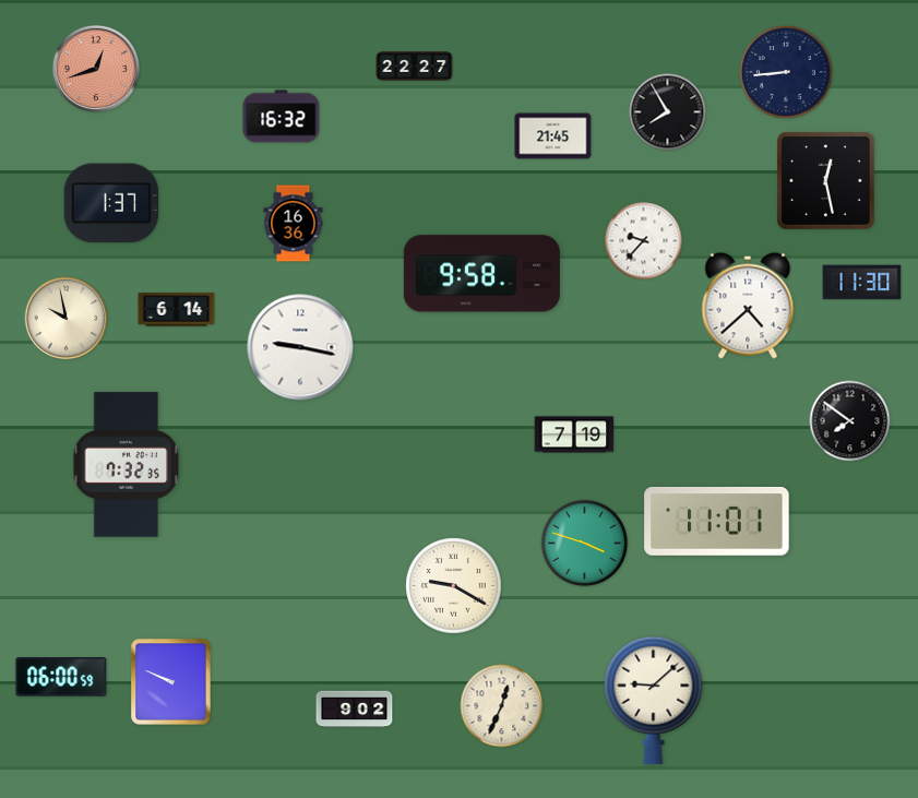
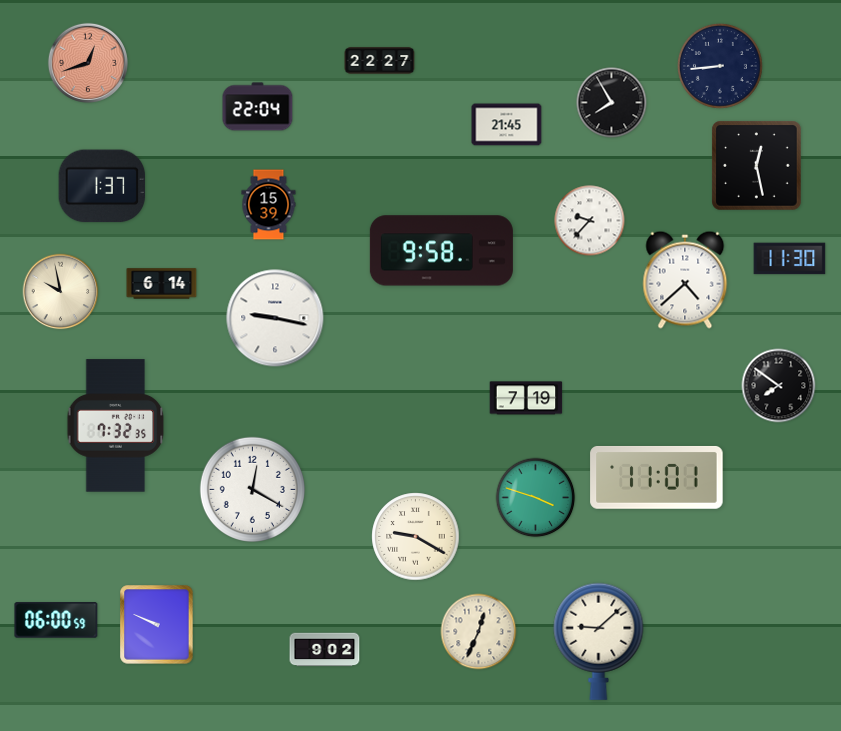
clock at (282, 117): 16:32 -> 22:04
clock at (294, 224): 16:36 -> 15:39
clock at (252, 489): none -> 12:20
clock at (502, 706) position: (502, 706) -> (479, 632)
